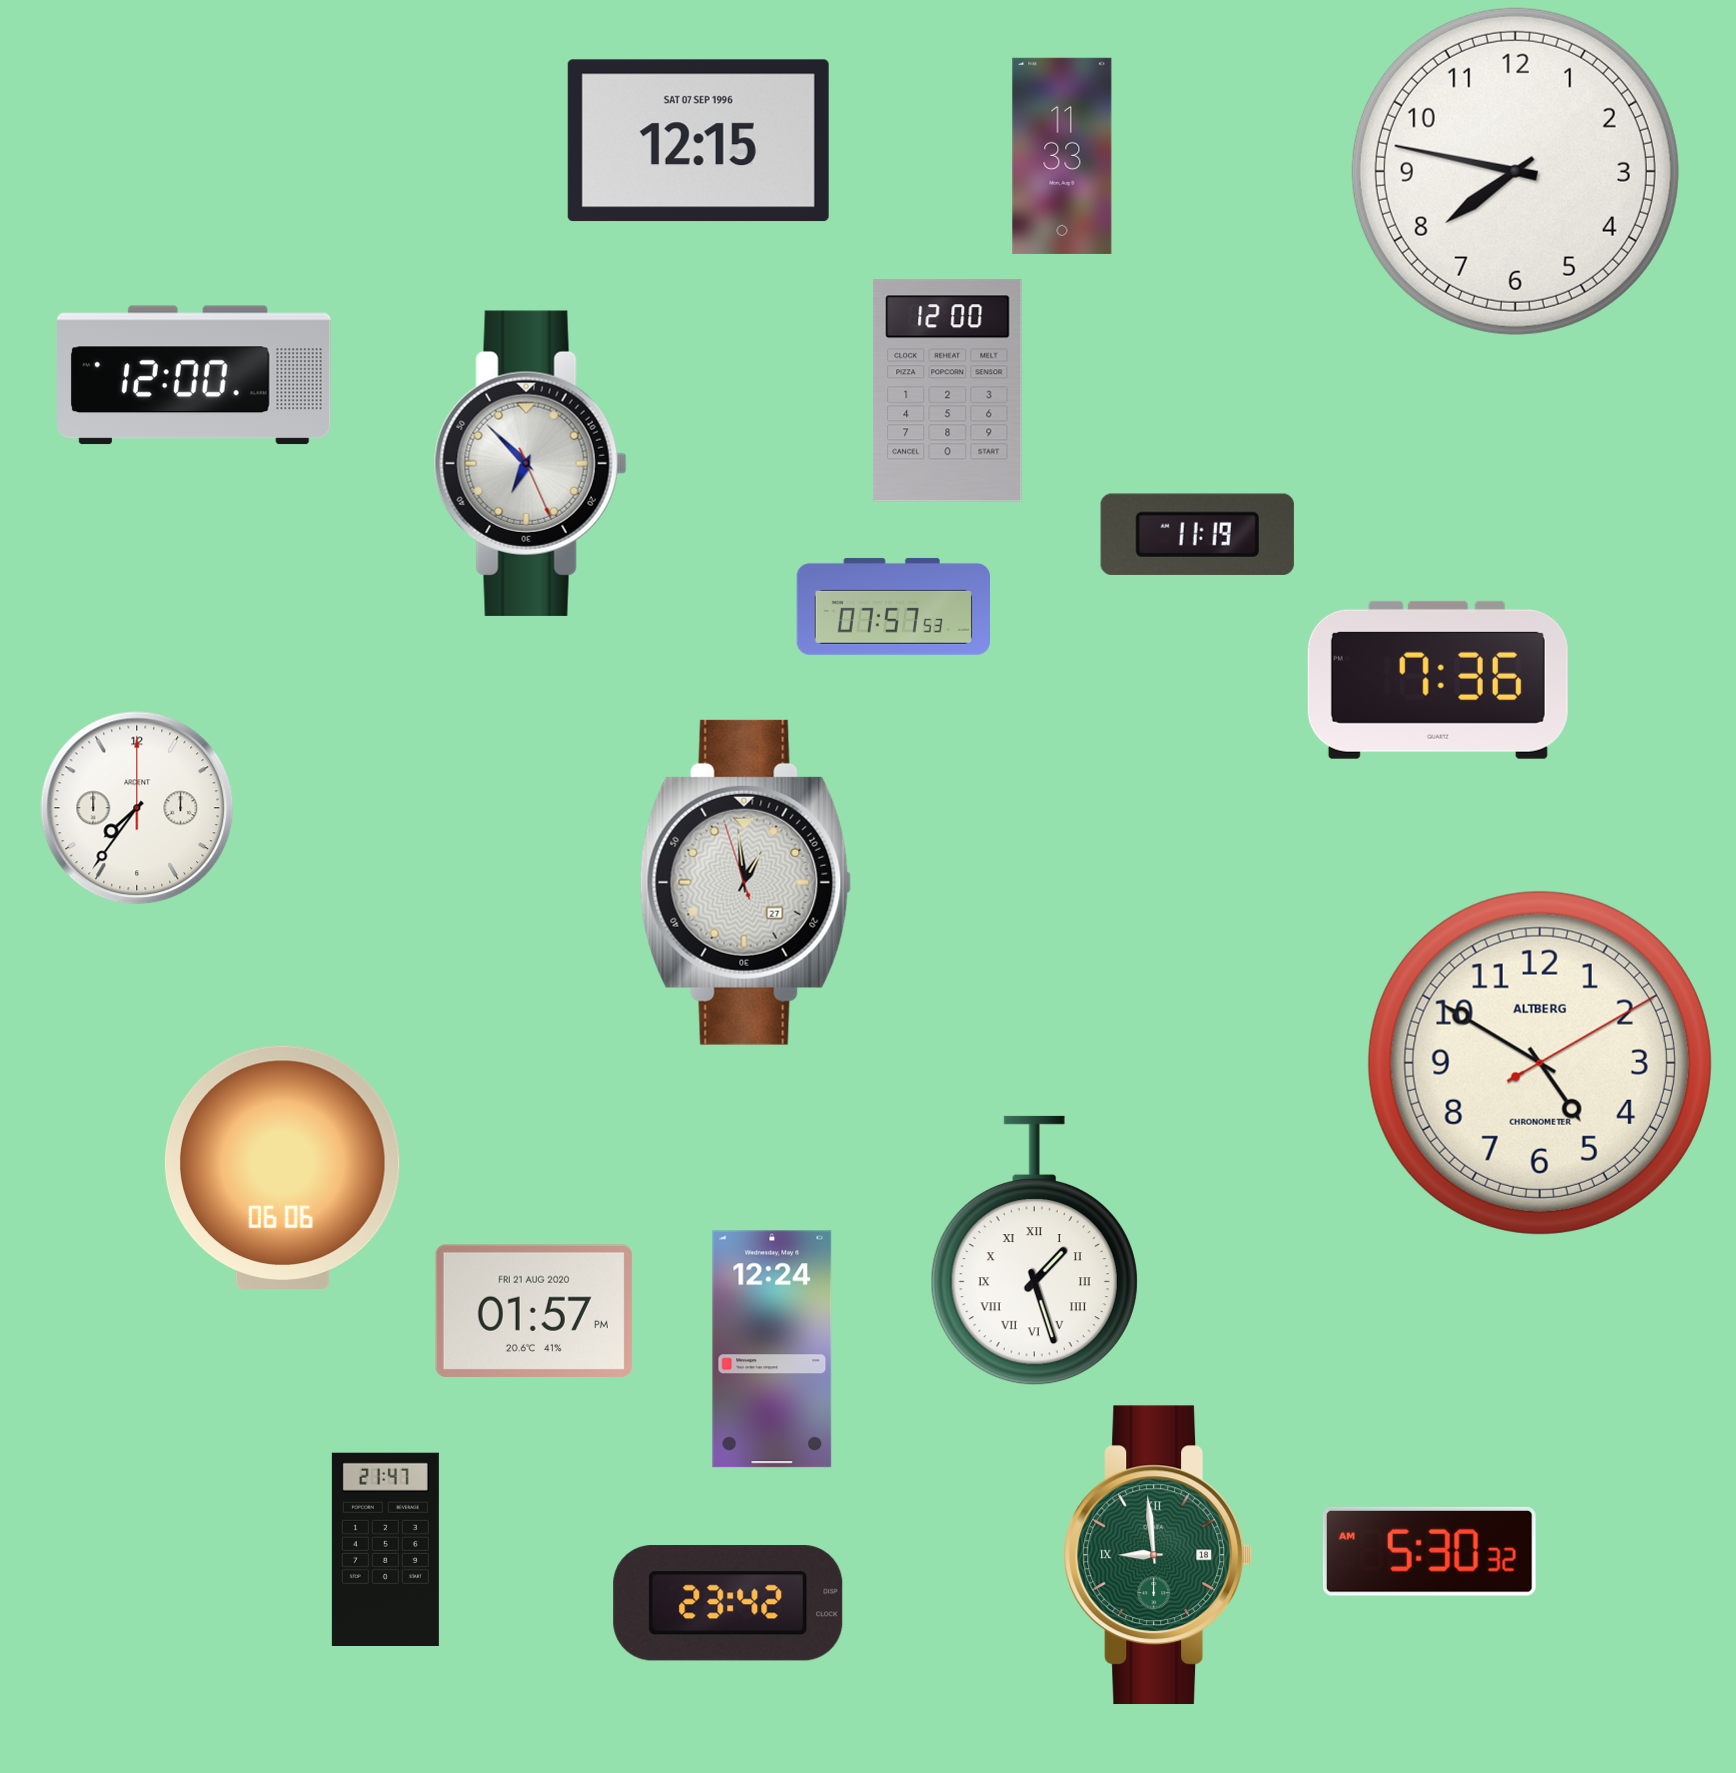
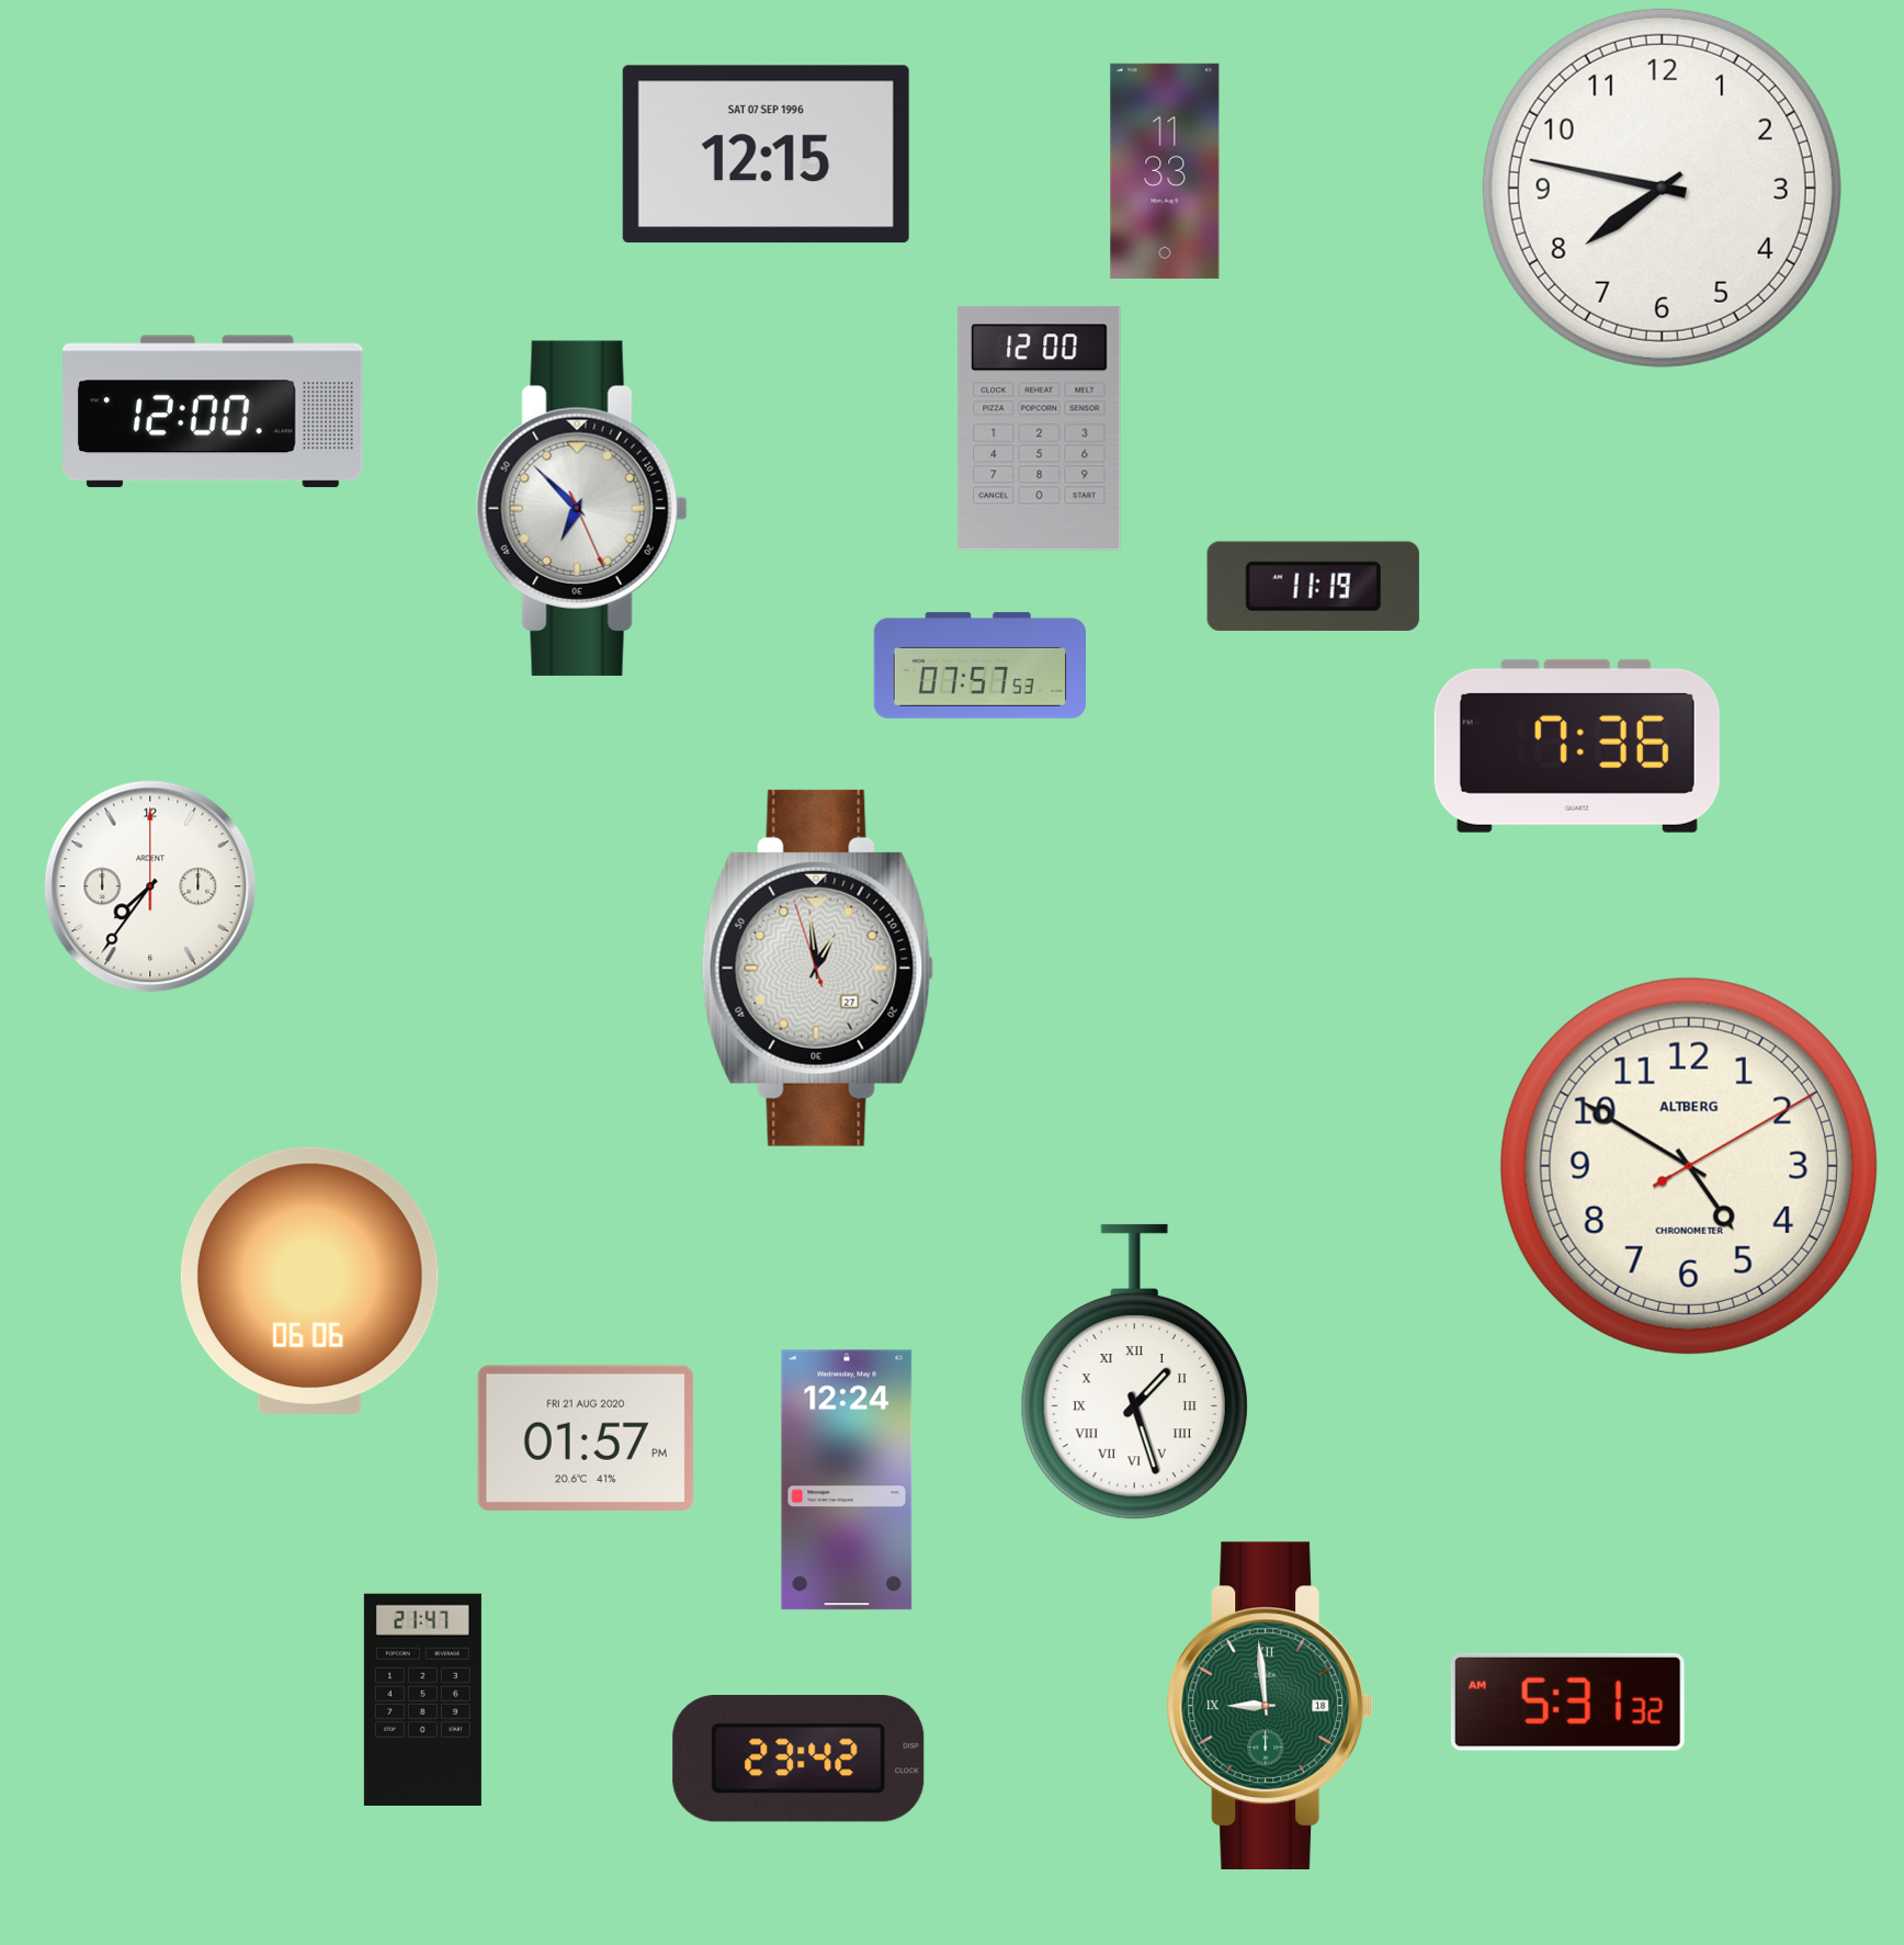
clock at (1429, 1551): 5:30 -> 5:31
